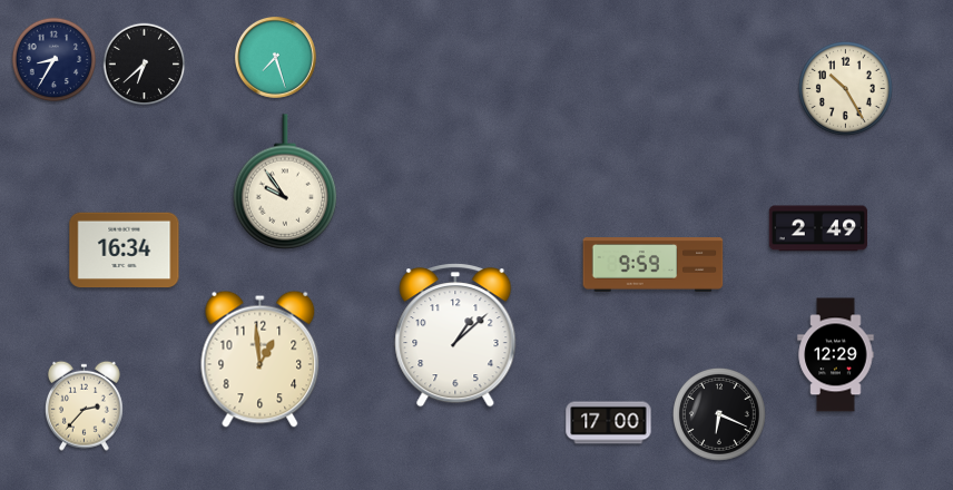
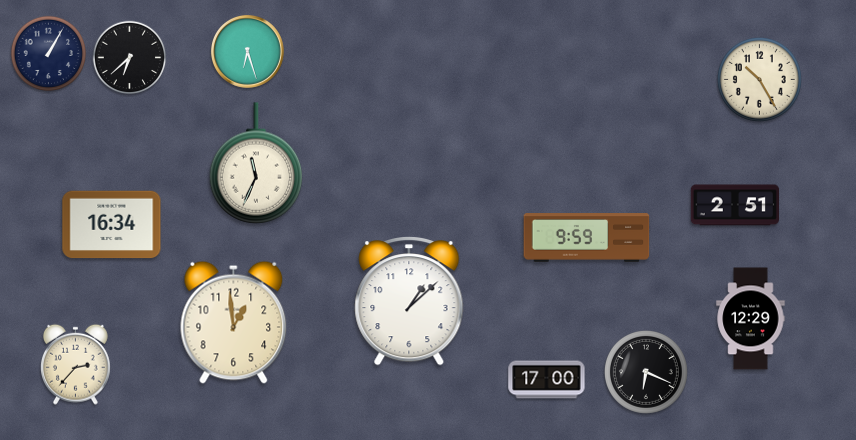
clock at (275, 57): 7:27 -> 6:27
clock at (55, 60): 8:35 -> 1:05
clock at (285, 182): 9:54 -> 11:34
clock at (817, 228): 2:49 -> 2:51
